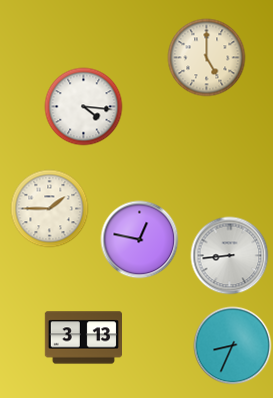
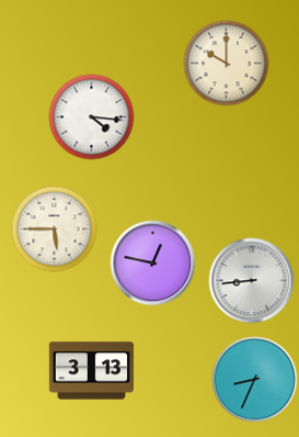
clock at (206, 57): 5:00 -> 10:00
clock at (49, 208): 1:45 -> 5:45
